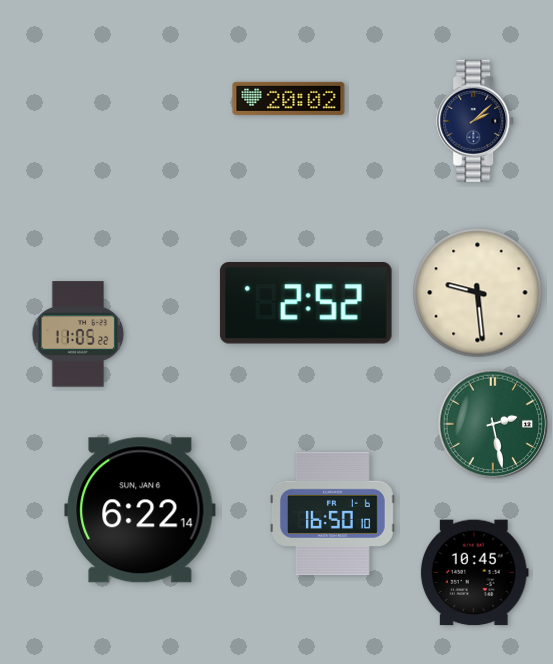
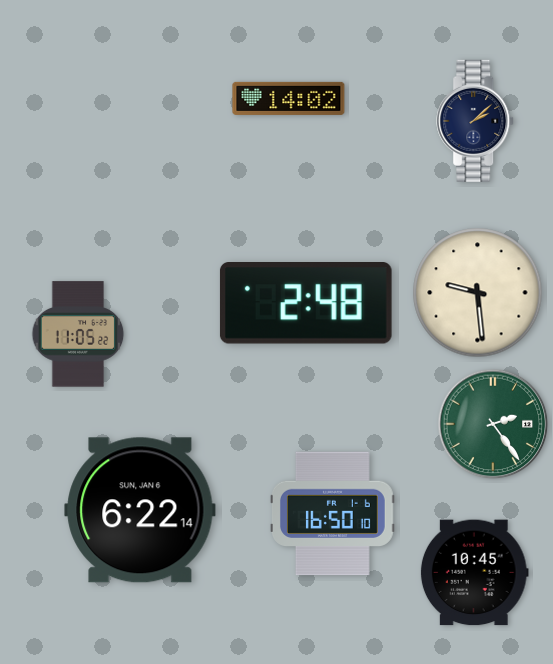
clock at (289, 98): 20:02 -> 14:02
clock at (306, 304): 2:52 -> 2:48
clock at (493, 424): 2:28 -> 2:24
